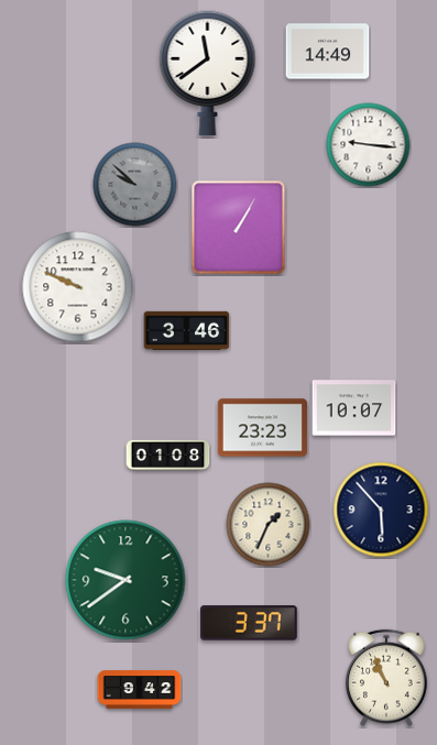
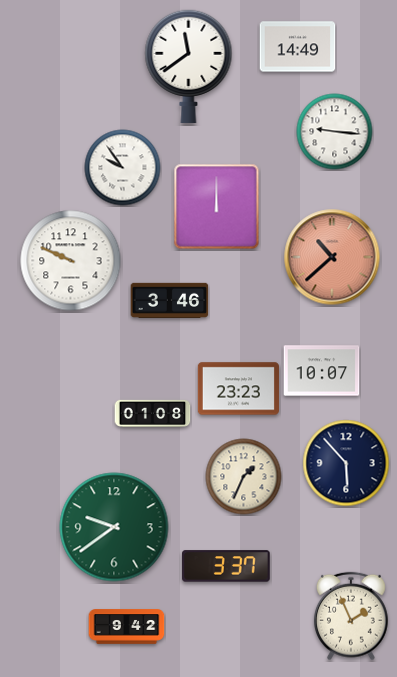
clock at (135, 185): 9:52 -> 9:54
clock at (135, 185) dial: grey -> white
clock at (239, 228): 1:05 -> 12:00
clock at (332, 257): none -> 10:38
clock at (386, 678): 10:56 -> 1:56
